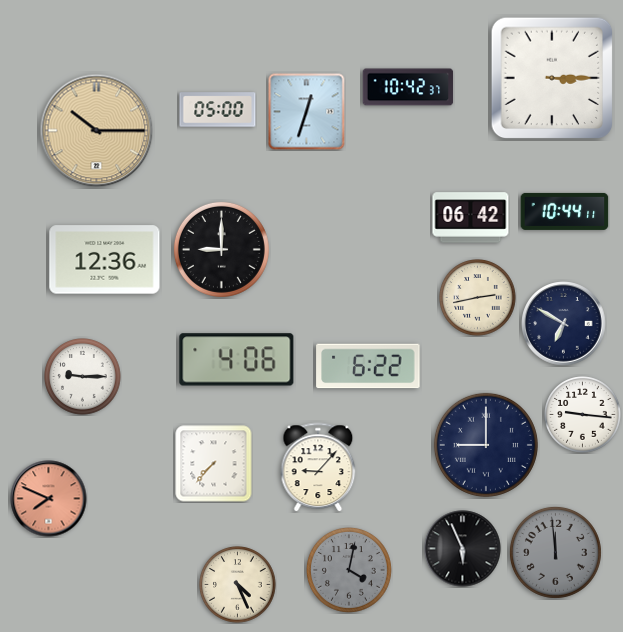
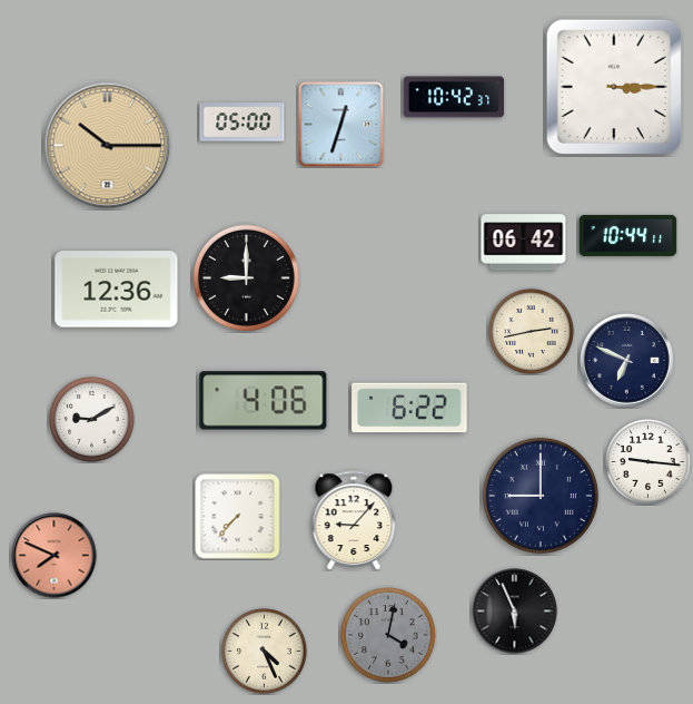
clock at (564, 324): 6:50 -> 6:49
clock at (83, 377): 9:15 -> 9:10
clock at (555, 552): 11:59 -> none
